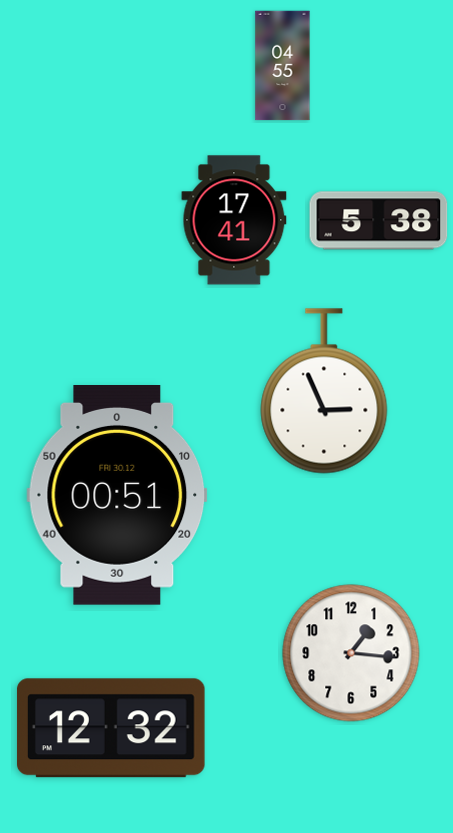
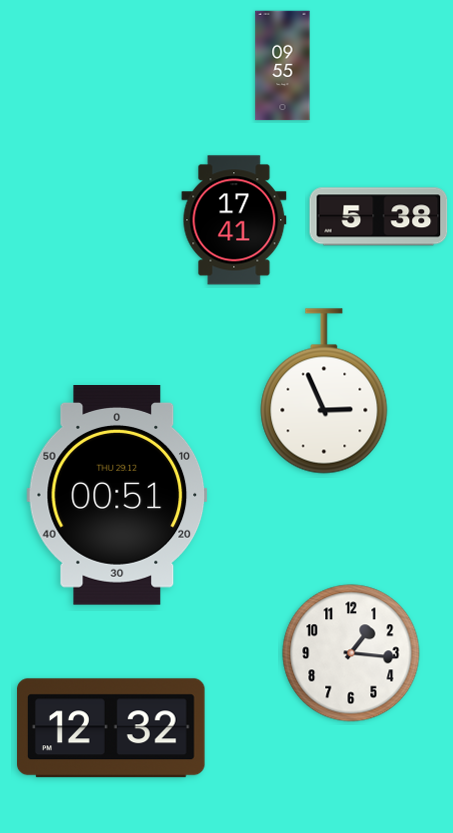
clock at (283, 66): 04:55 -> 09:55
clock at (379, 221) position: (379, 221) -> (379, 217)
clock at (117, 496) date: FRI 30.12 -> THU 29.12
